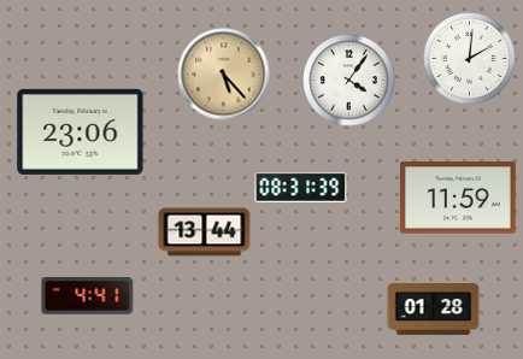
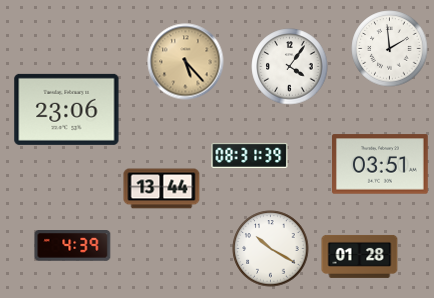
clock at (470, 59): 2:01 -> 1:59
clock at (459, 198): 11:59 -> 03:51
clock at (205, 233) position: (205, 233) -> (162, 189)
clock at (88, 296): 4:41 -> 4:39
clock at (271, 249): none -> 10:20
